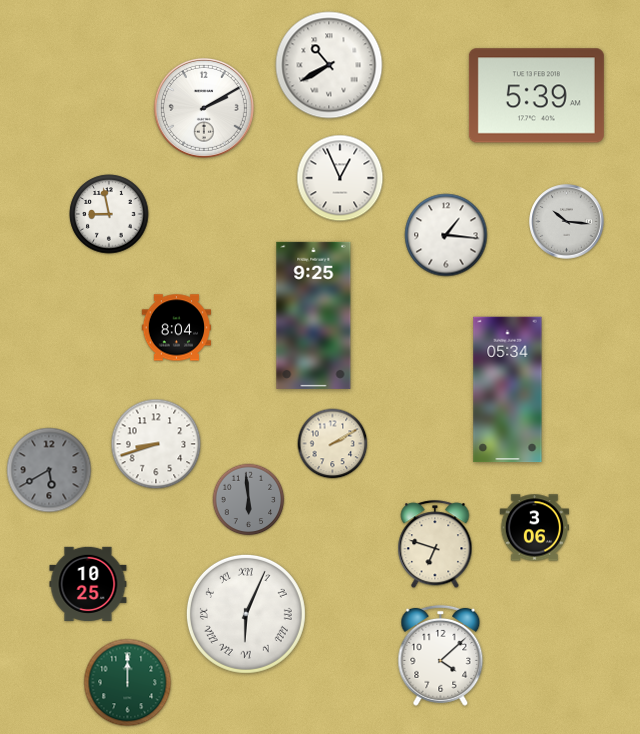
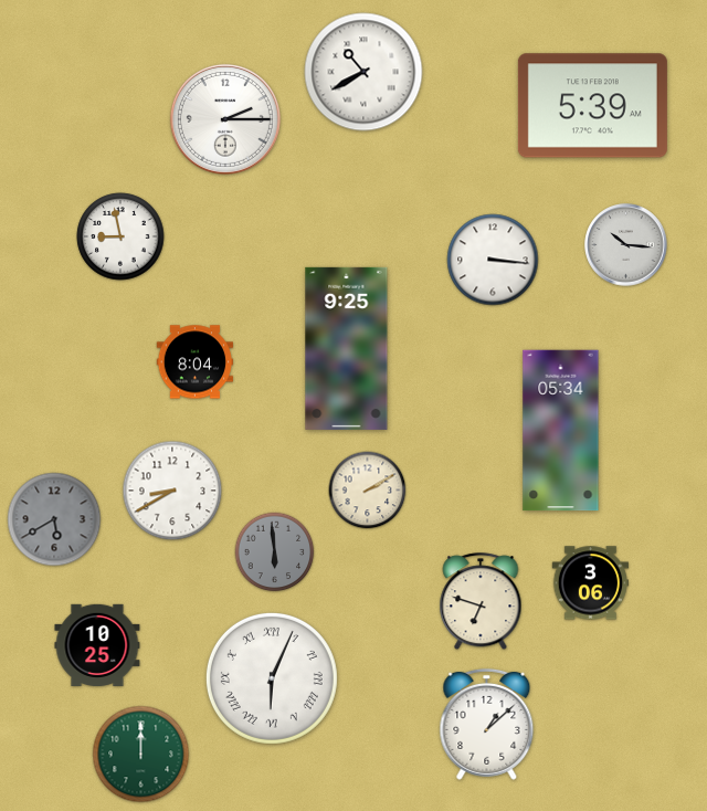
clock at (204, 108): 2:10 -> 2:15
clock at (340, 178): 12:56 -> none
clock at (446, 235): 1:16 -> 3:16
clock at (156, 444): 8:42 -> 8:40
clock at (441, 655): 4:08 -> 1:08
